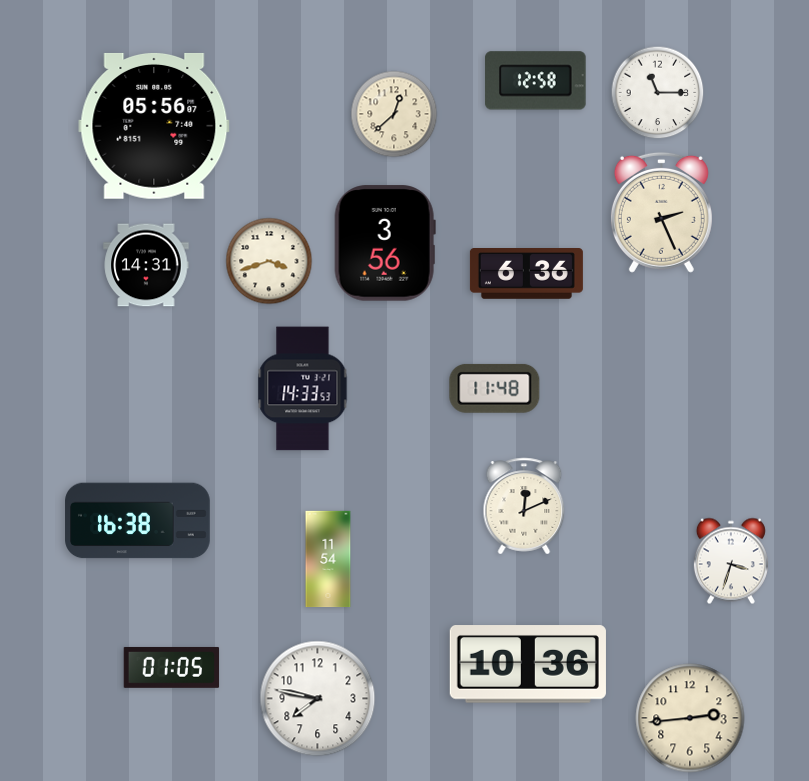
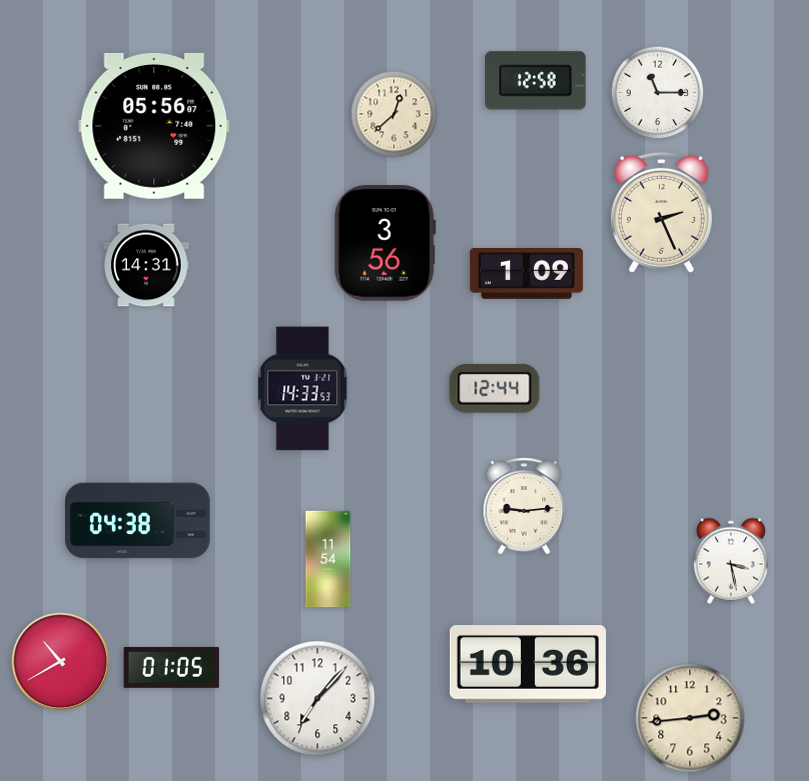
clock at (269, 261): 3:42 -> none
clock at (526, 274): 6:36 -> 1:09
clock at (495, 388): 11:48 -> 12:44
clock at (524, 506): 12:11 -> 9:14
clock at (138, 521): 16:38 -> 04:38
clock at (731, 561): 3:33 -> 3:28
clock at (61, 662): none -> 10:40
clock at (318, 699): 7:47 -> 7:07
